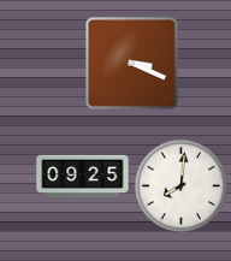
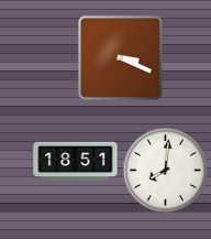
clock at (83, 177): 09:25 -> 18:51
